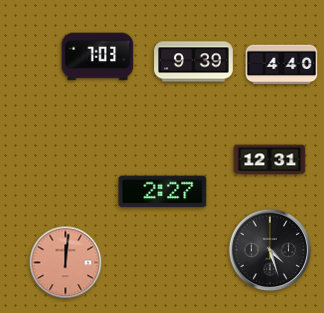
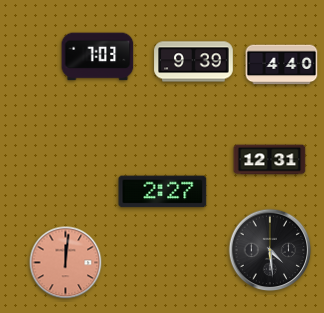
clock at (270, 250): 4:27 -> 4:29
